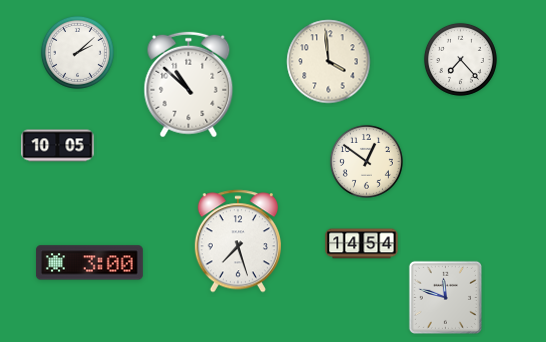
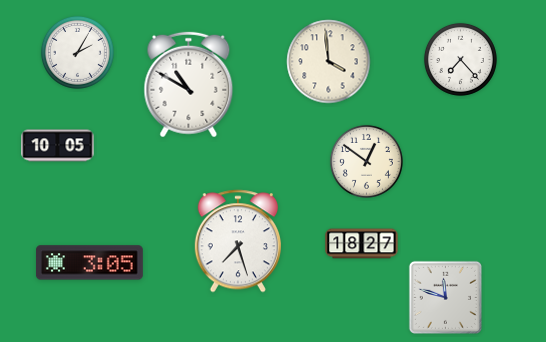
clock at (77, 52): 2:08 -> 2:05
clock at (189, 85): 10:52 -> 10:50
clock at (362, 244): 14:54 -> 18:27
clock at (89, 263): 3:00 -> 3:05
